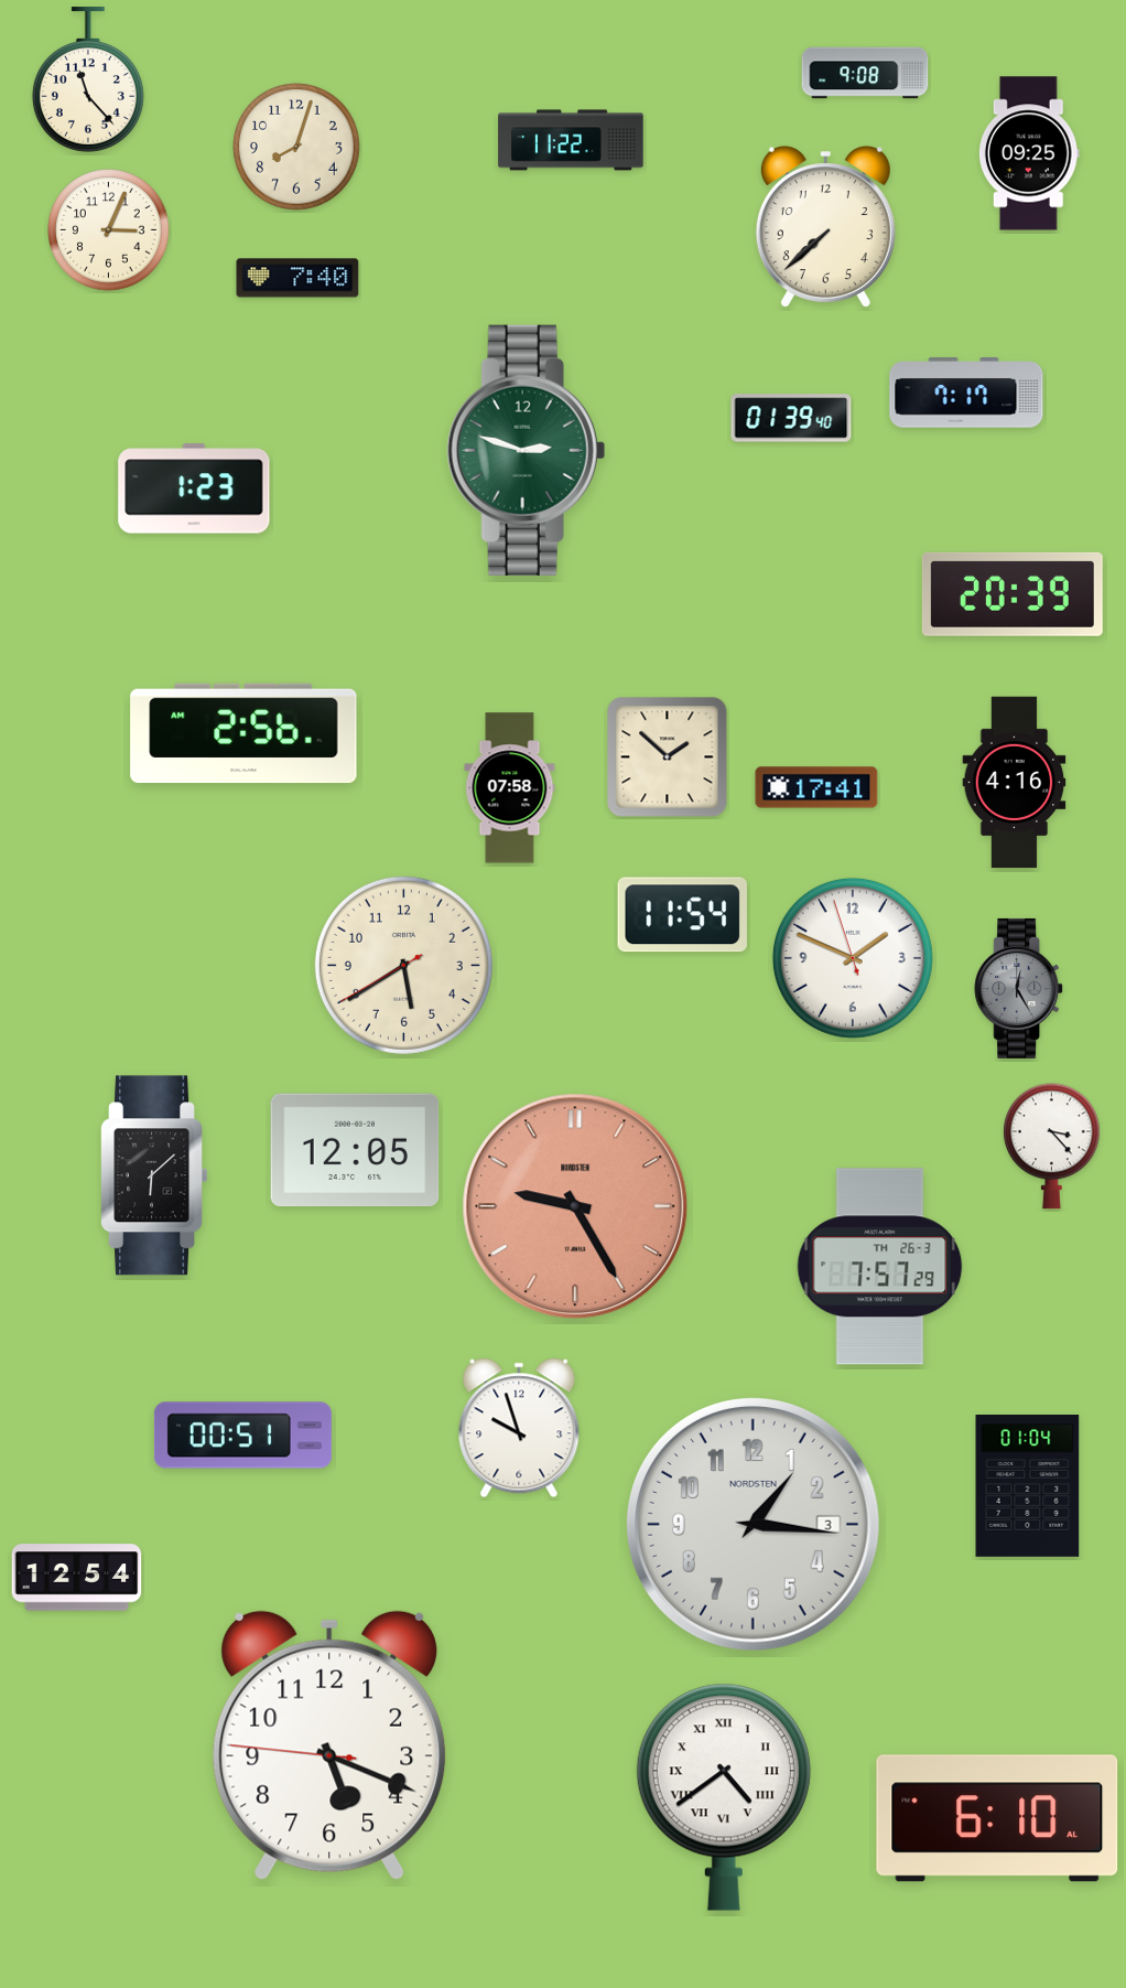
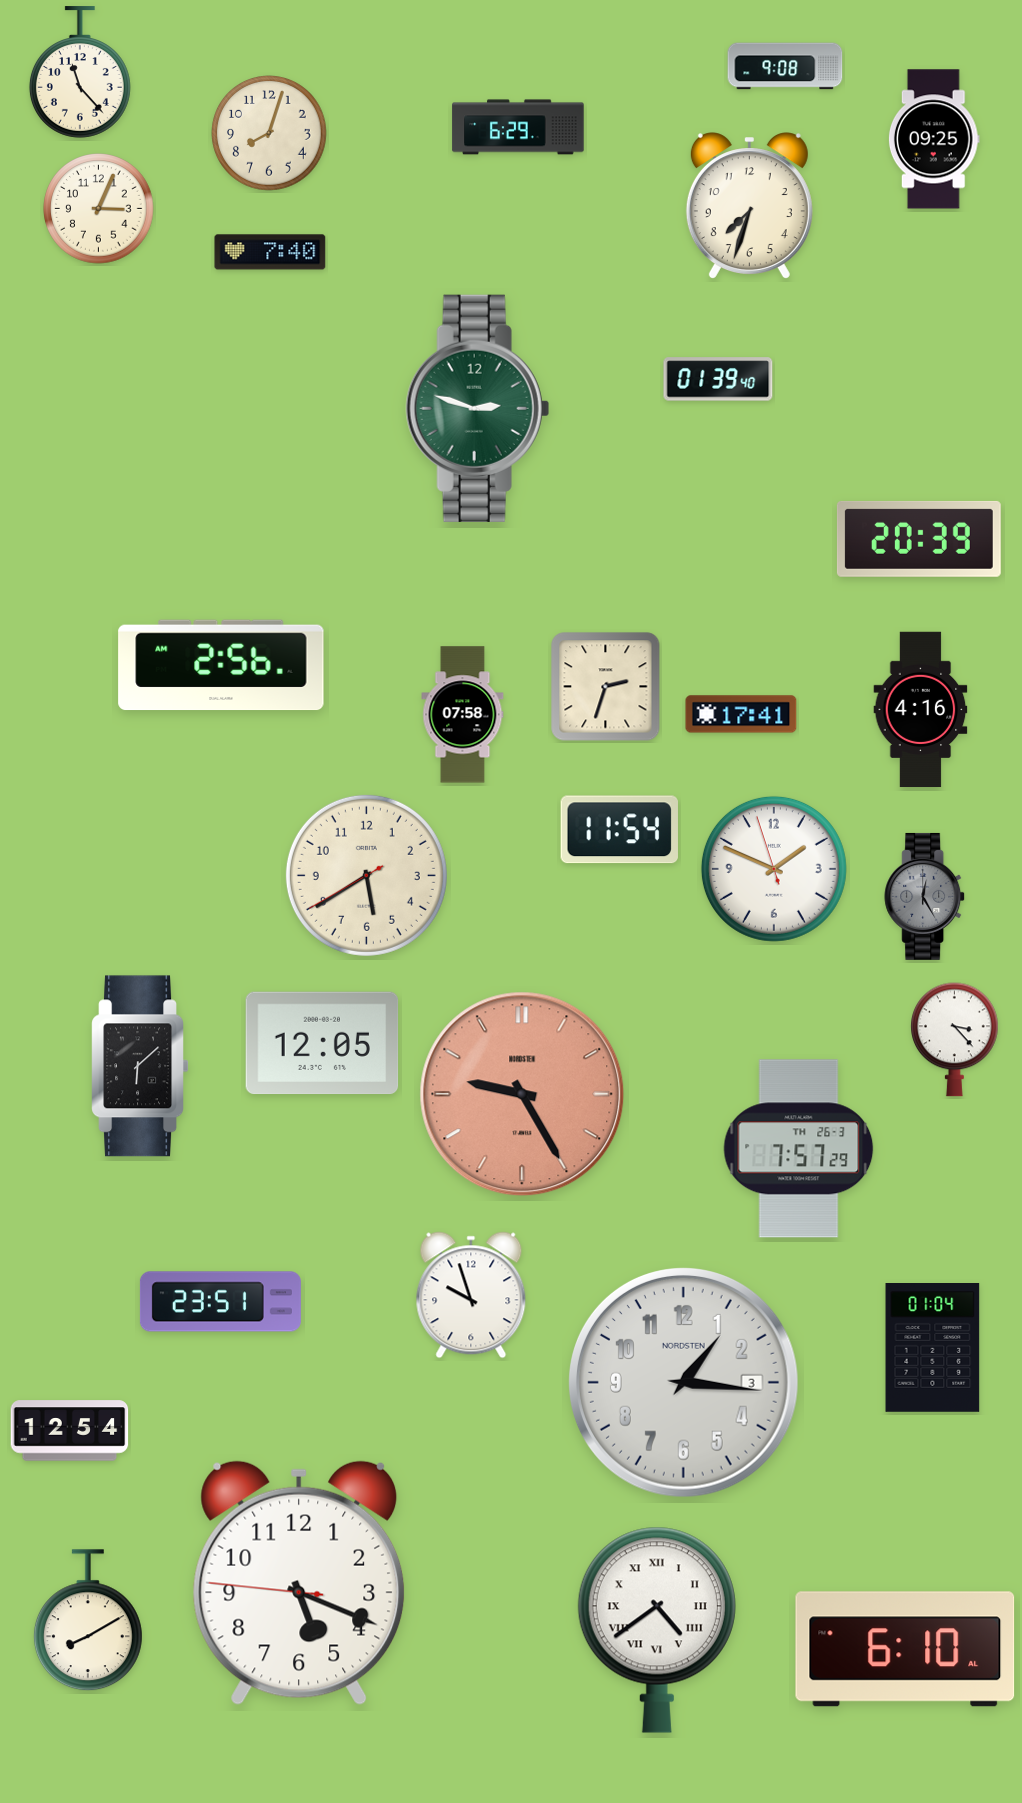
clock at (571, 140): 11:22 -> 6:29
clock at (825, 226): 7:38 -> 7:33
clock at (966, 393): 7:17 -> none
clock at (194, 488): 1:23 -> none
clock at (668, 757): 1:52 -> 2:33
clock at (242, 1436): 00:51 -> 23:51
clock at (88, 1621): none -> 8:10
